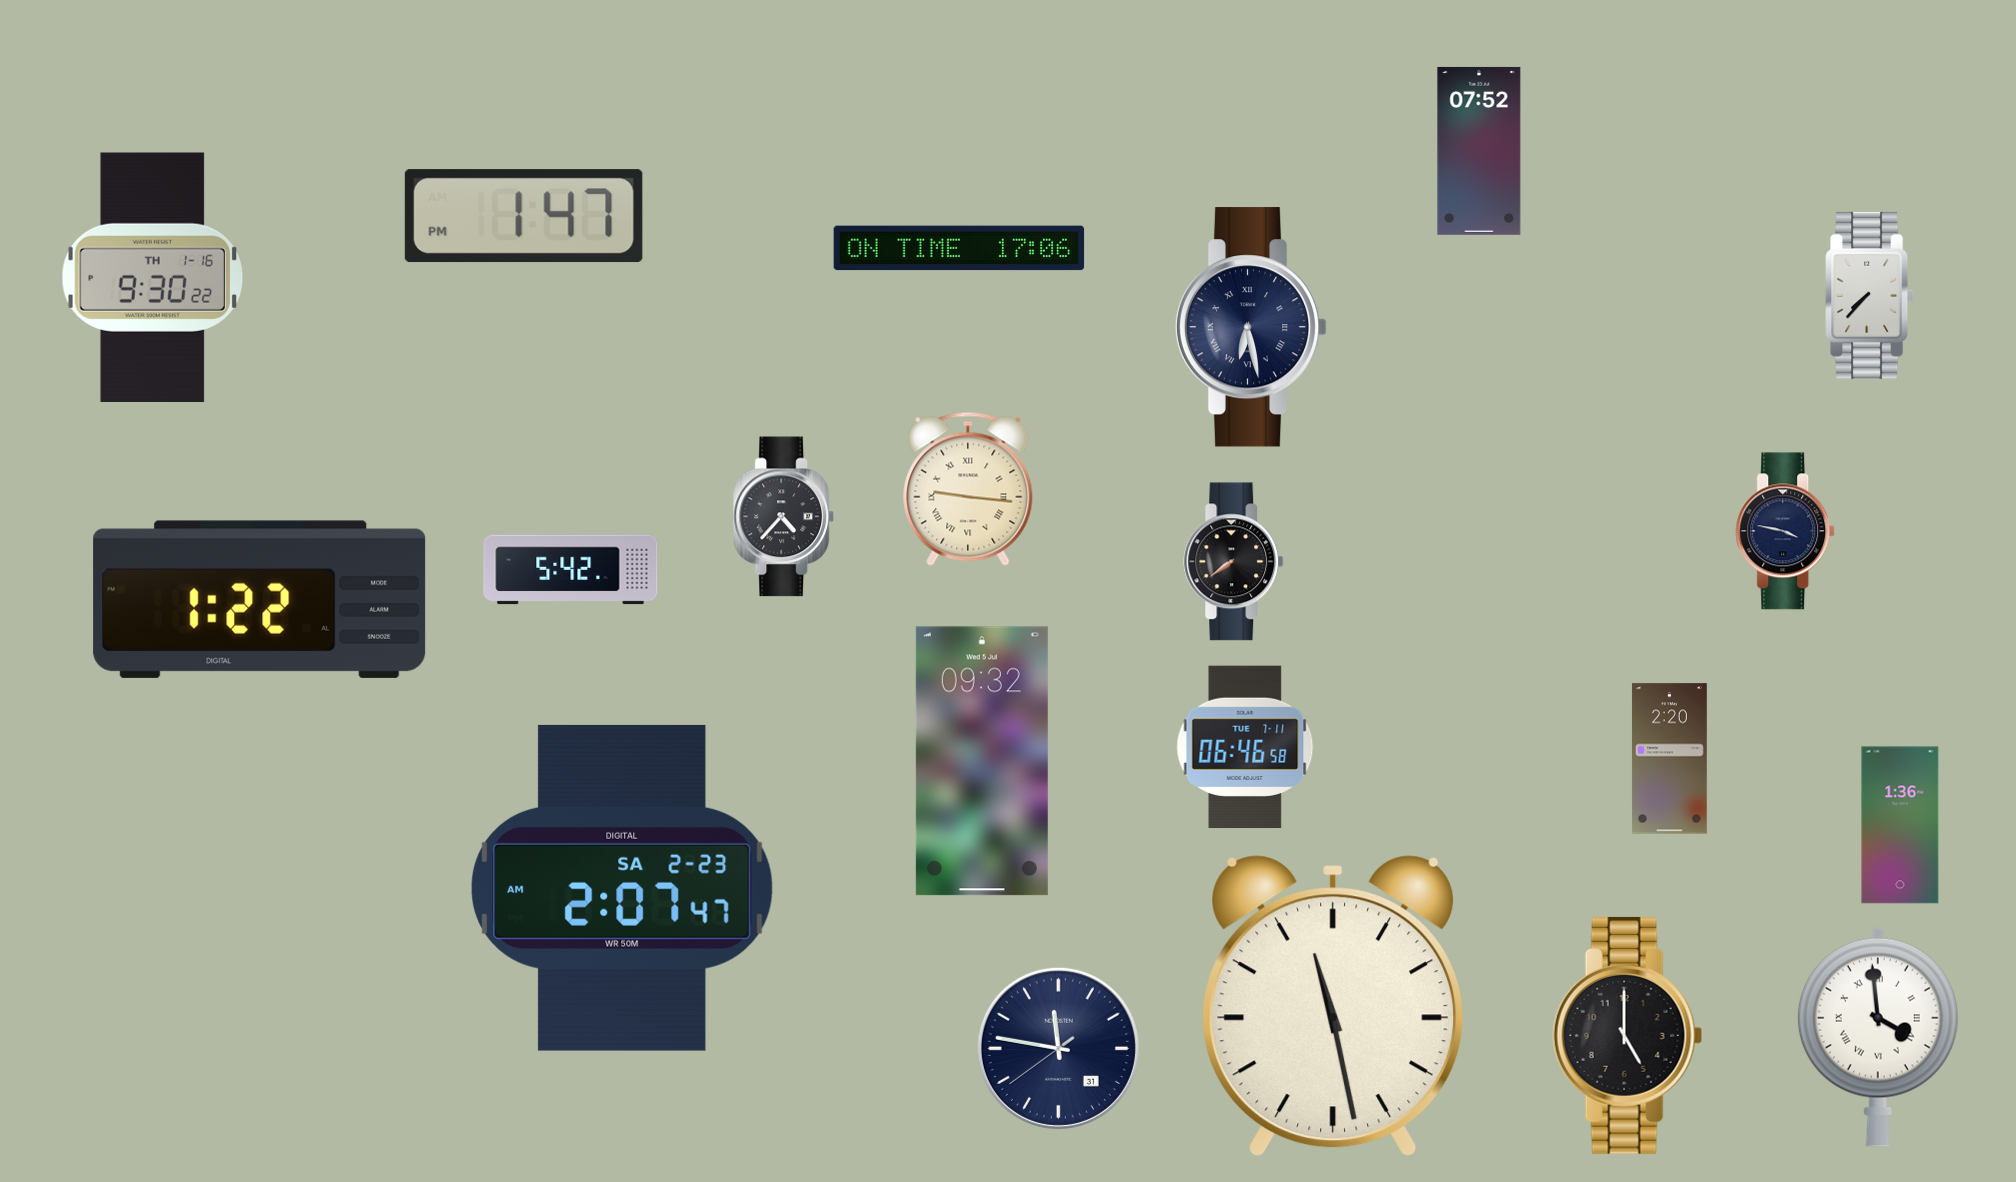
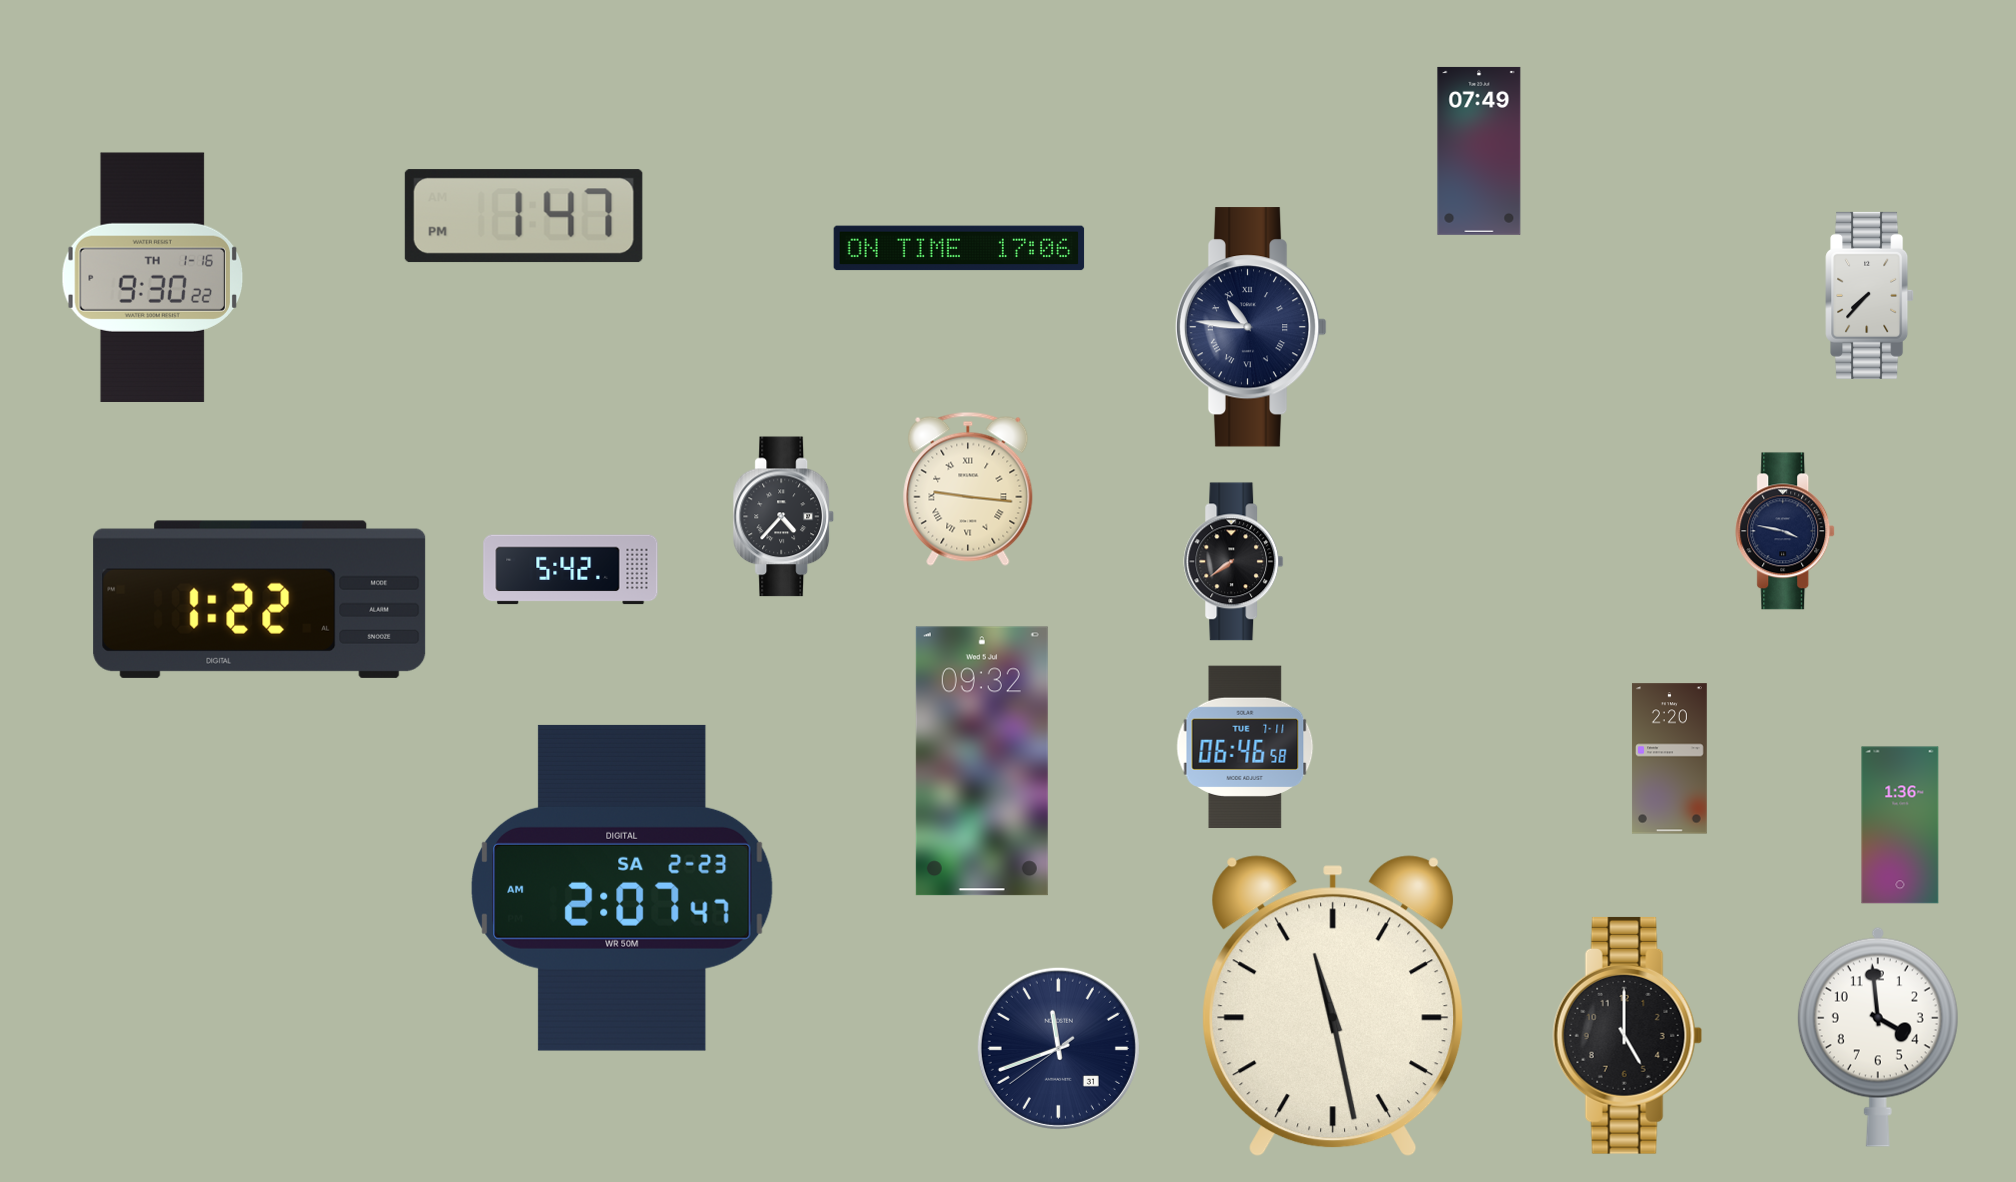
clock at (1479, 151): 07:52 -> 07:49
clock at (1251, 327): 6:28 -> 10:46
clock at (1878, 1037) numerals: Roman -> Arabic
clock at (1058, 1048): 11:46 -> 11:41
